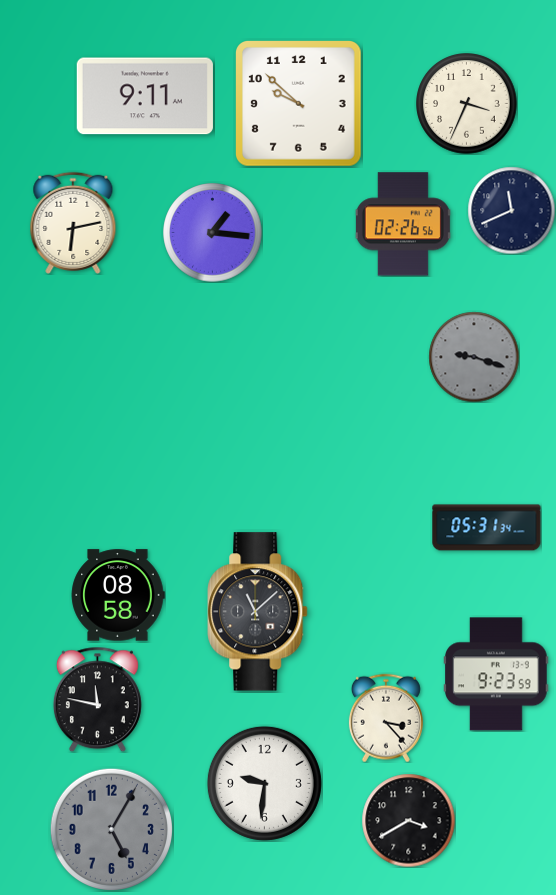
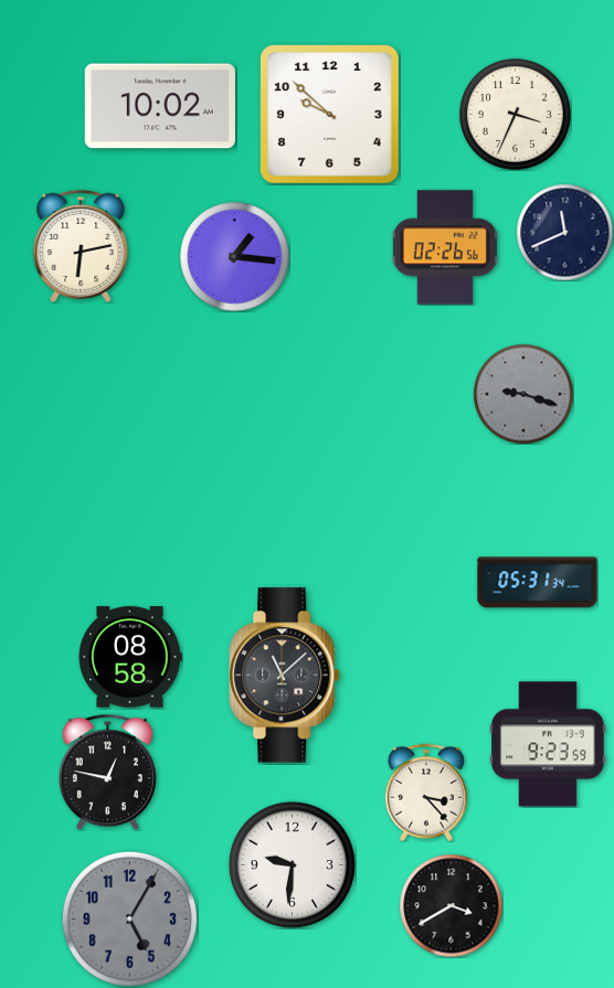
clock at (145, 96): 9:11 -> 10:02
clock at (97, 699): 11:47 -> 12:47
clock at (111, 829) position: (111, 829) -> (129, 918)
